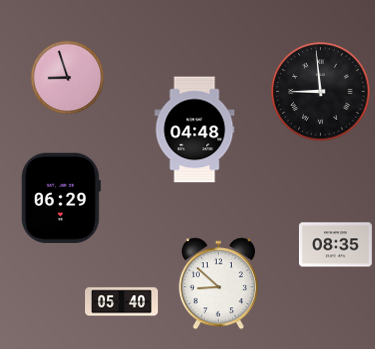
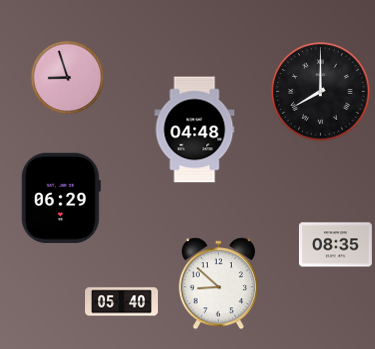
clock at (321, 92): 8:59 -> 8:00
